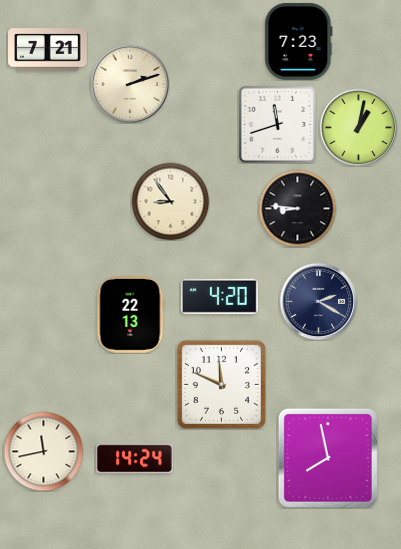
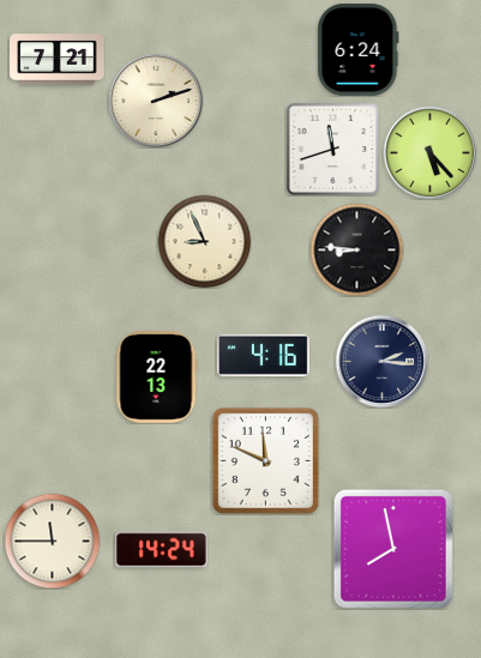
clock at (299, 42): 7:23 -> 6:24
clock at (358, 127): 1:02 -> 5:23
clock at (170, 201): 8:54 -> 8:56
clock at (219, 296): 4:20 -> 4:16
clock at (318, 301): 2:20 -> 2:16
clock at (43, 451): 11:43 -> 11:45
